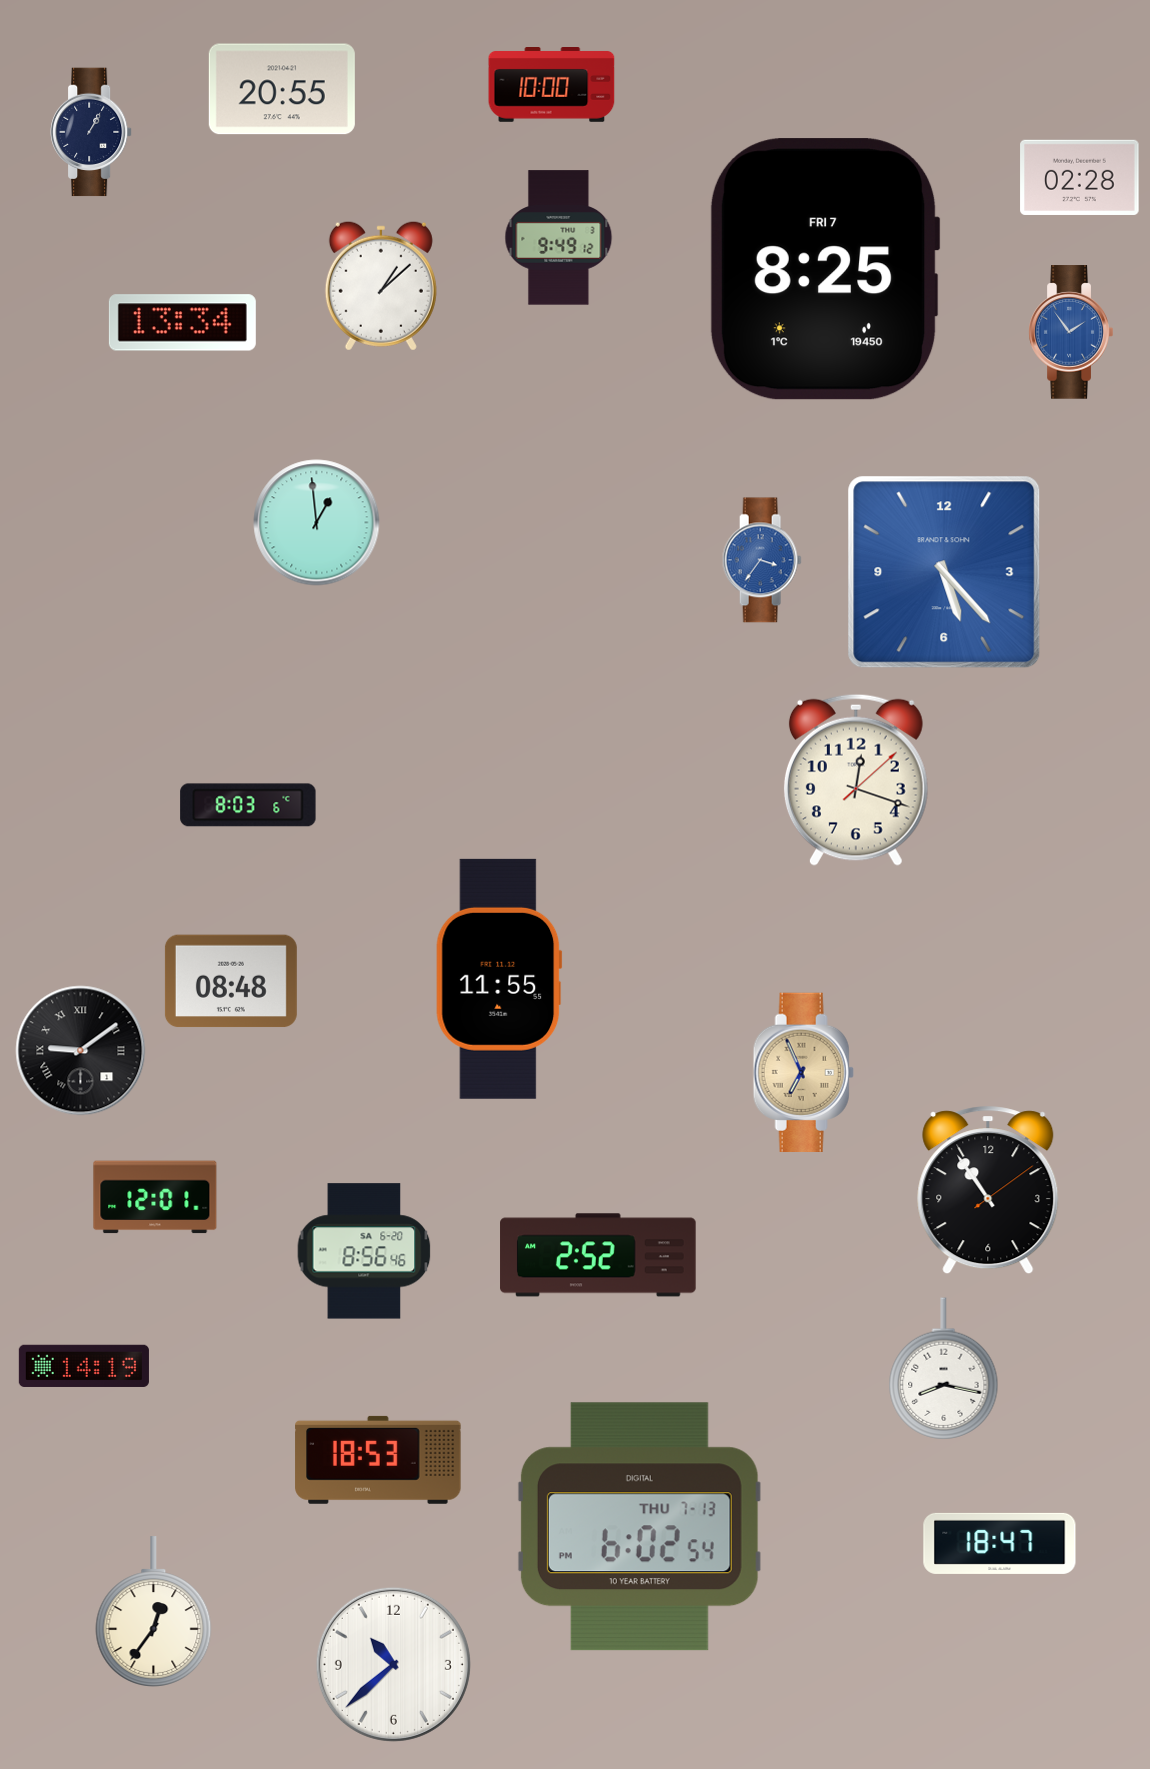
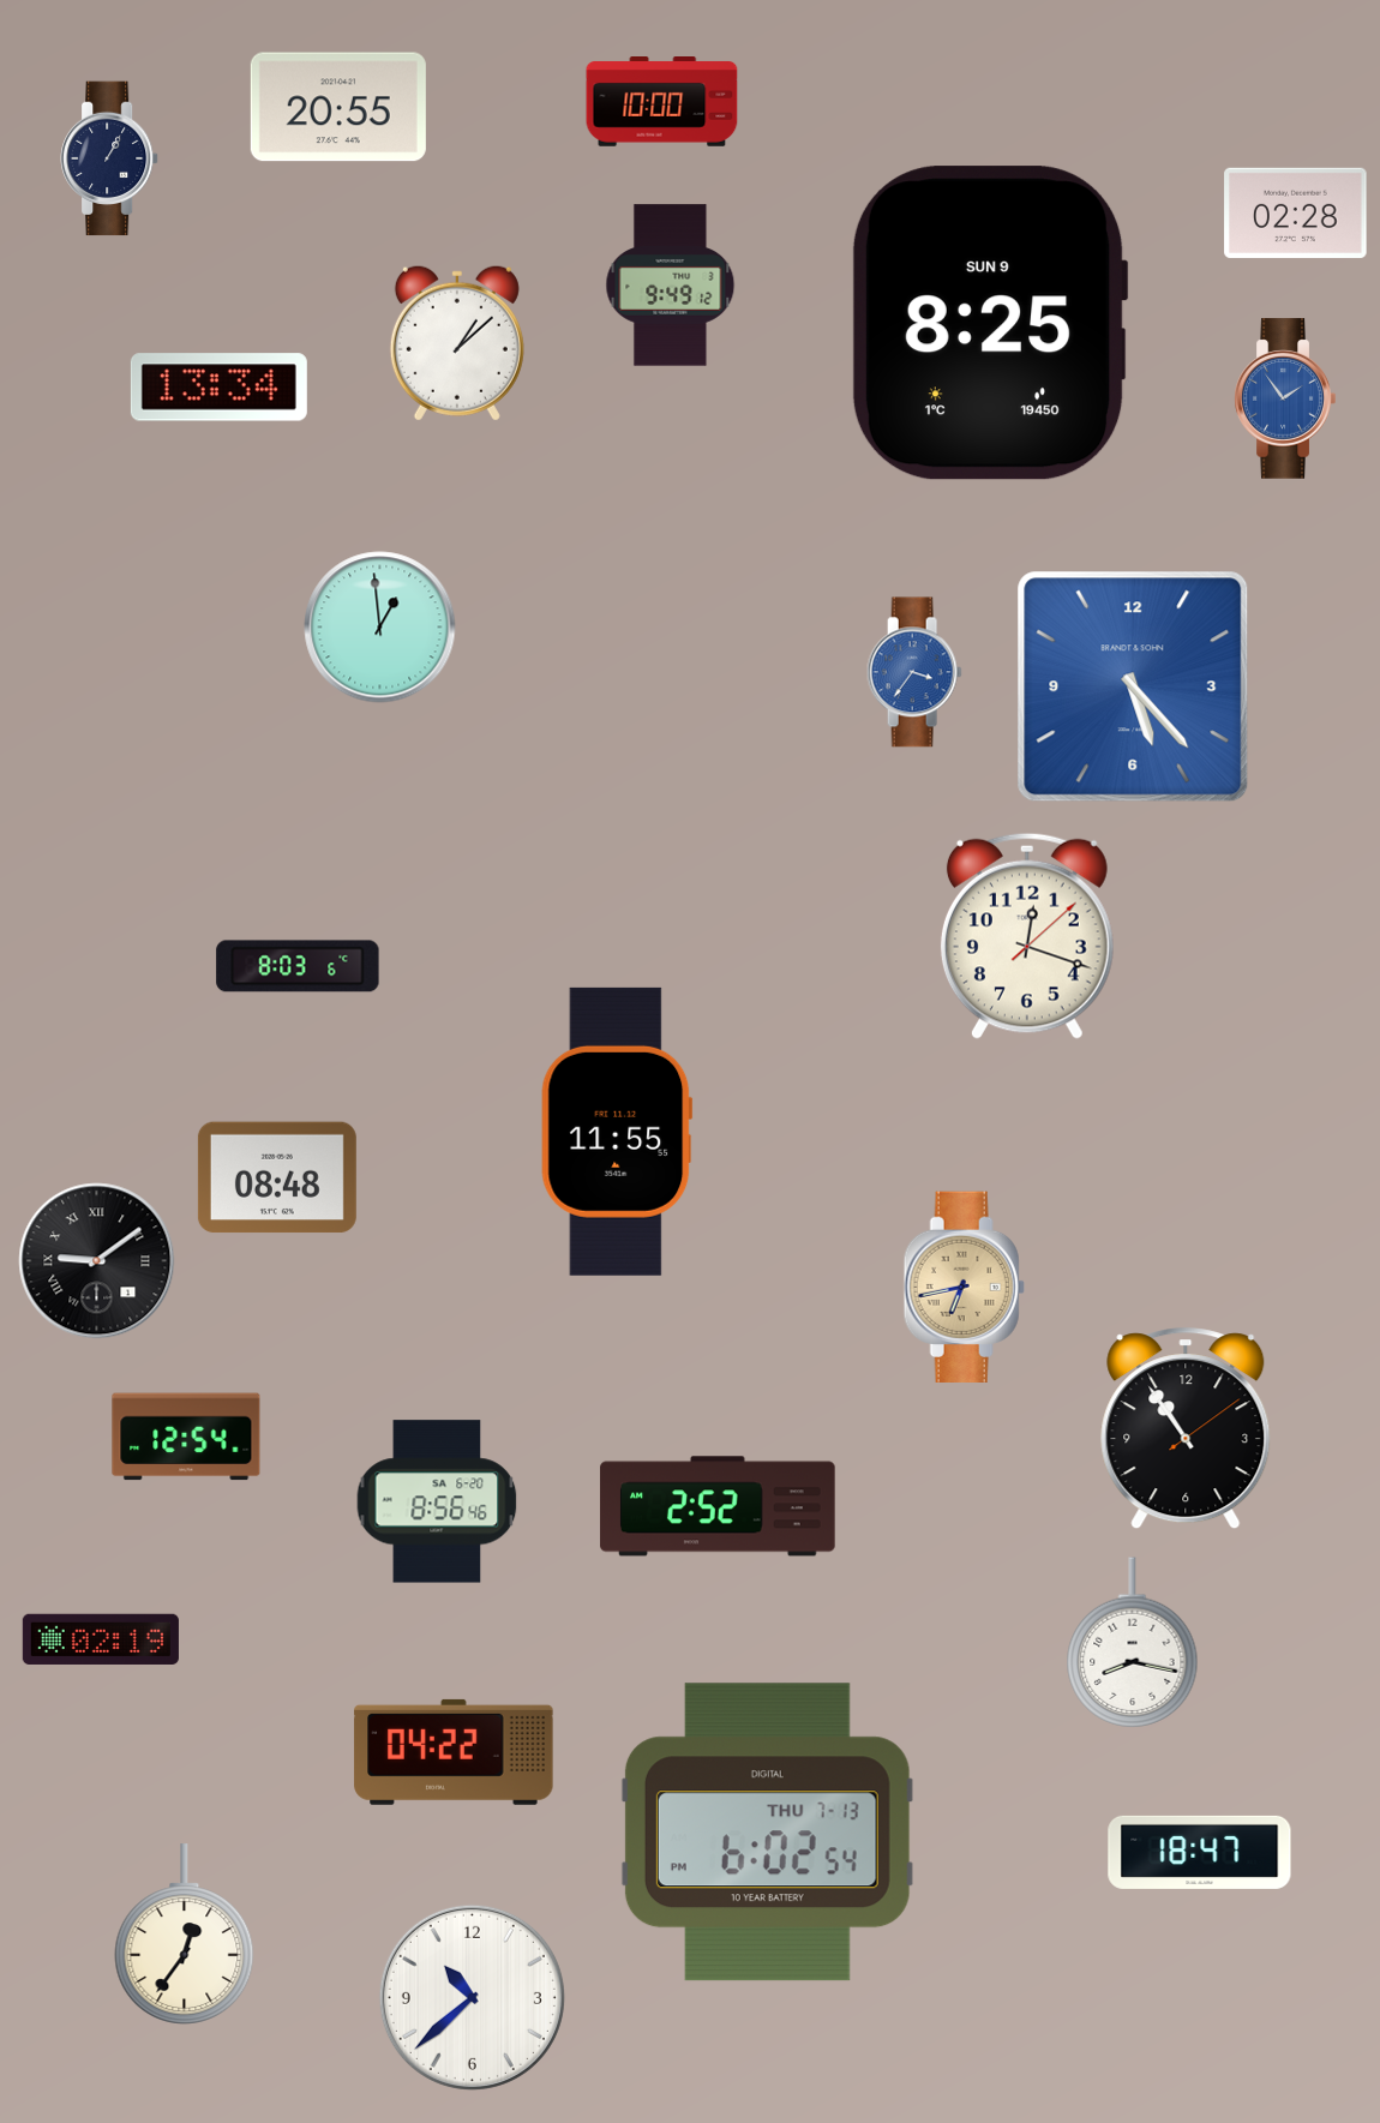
clock at (825, 269) date: FRI 7 -> SUN 9
clock at (499, 979) position: (499, 979) -> (617, 1132)
clock at (803, 1072): 6:56 -> 6:43
clock at (155, 1197): 12:01 -> 12:54
clock at (84, 1366): 14:19 -> 02:19
clock at (378, 1460): 18:53 -> 04:22
